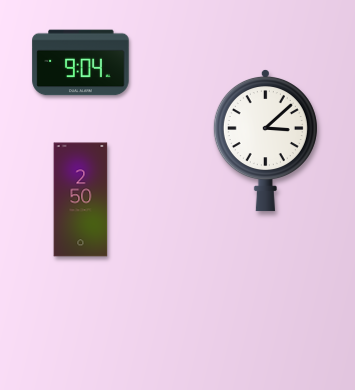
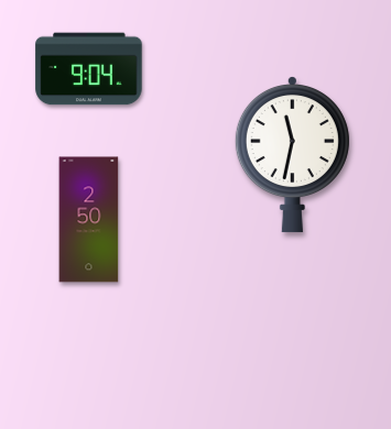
clock at (265, 140): 3:08 -> 11:32
